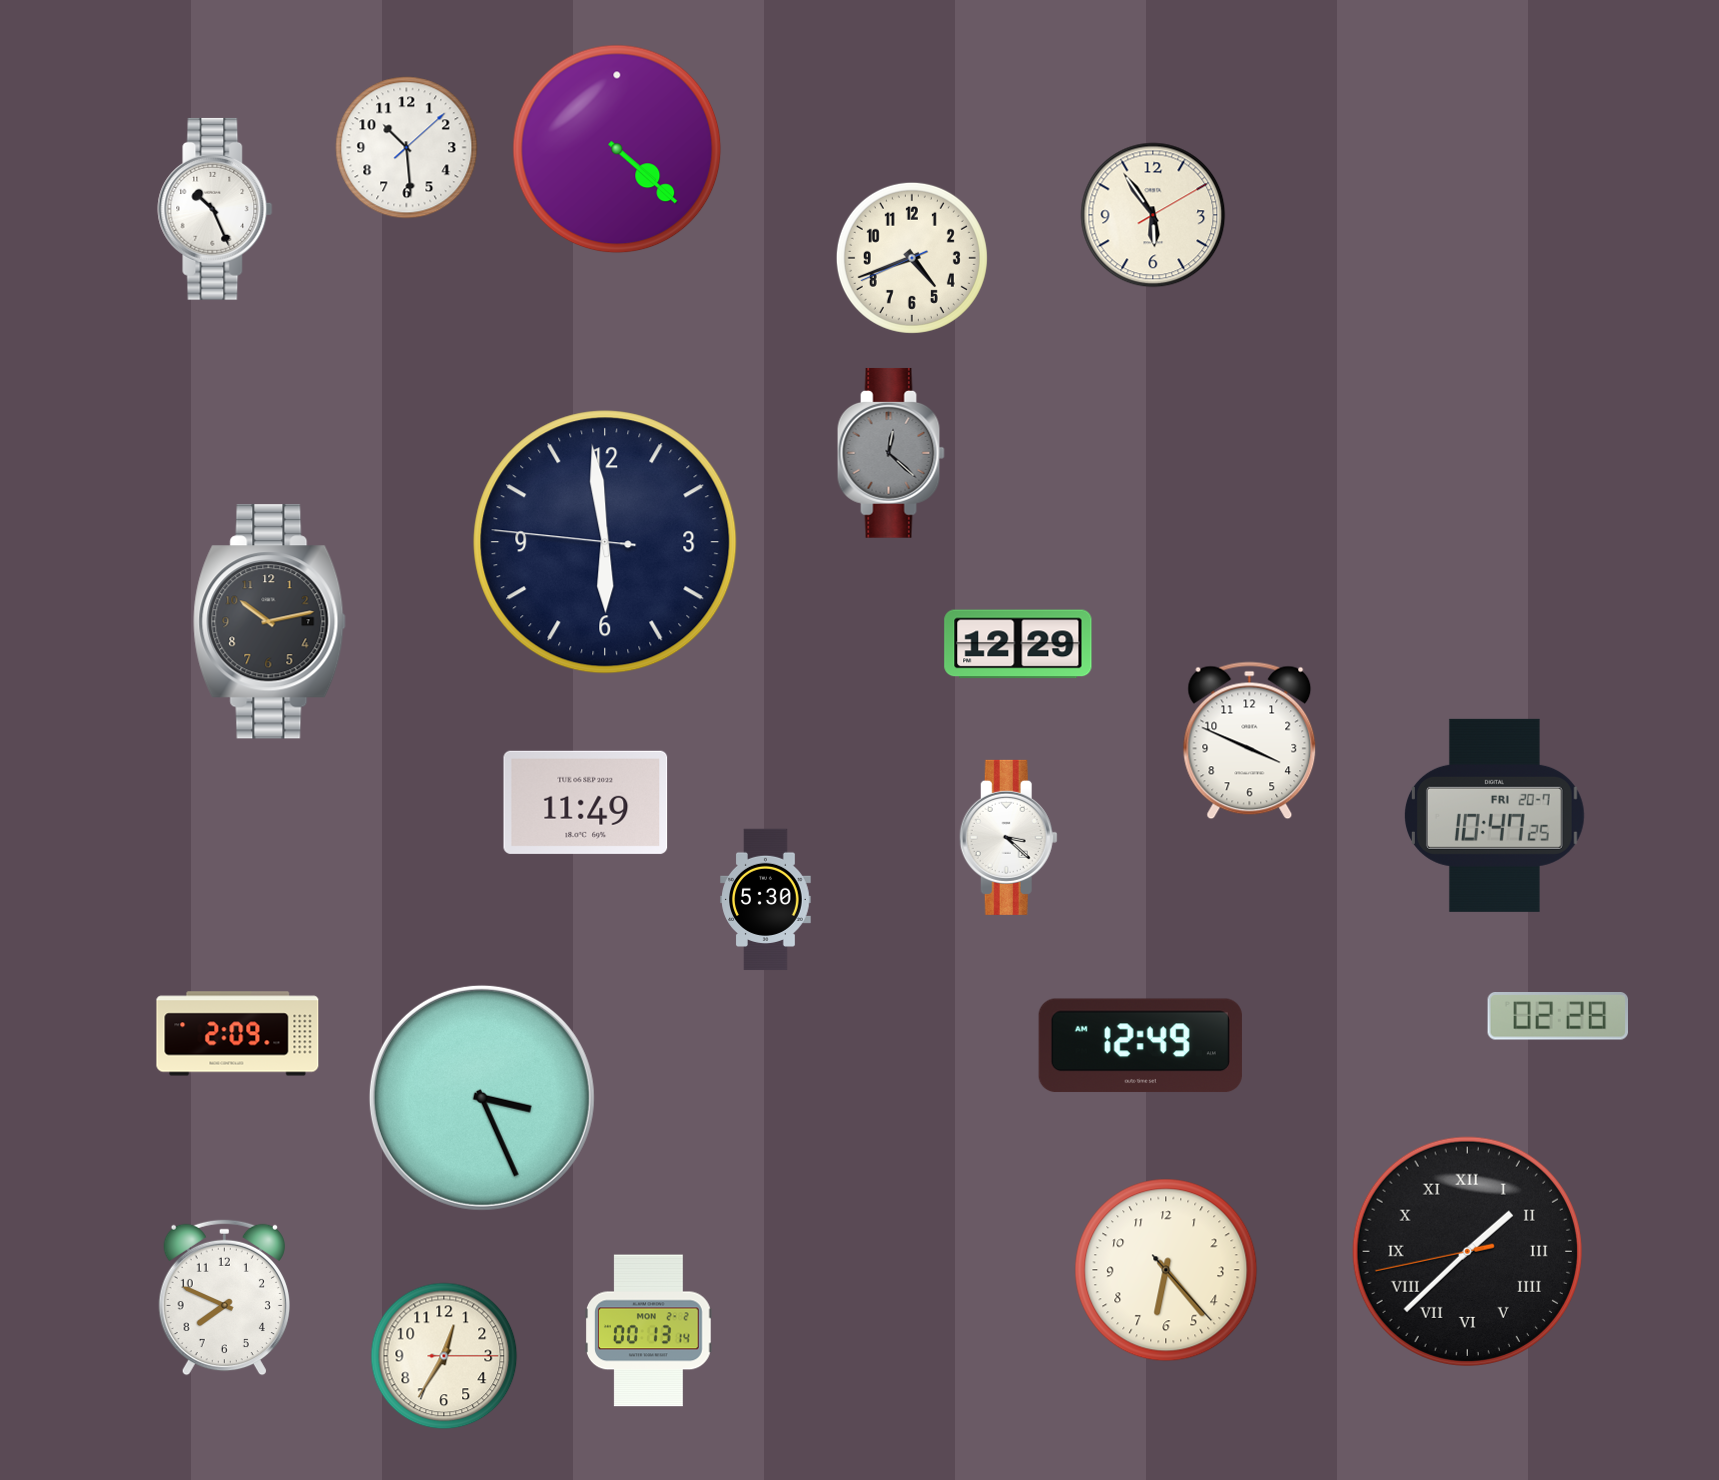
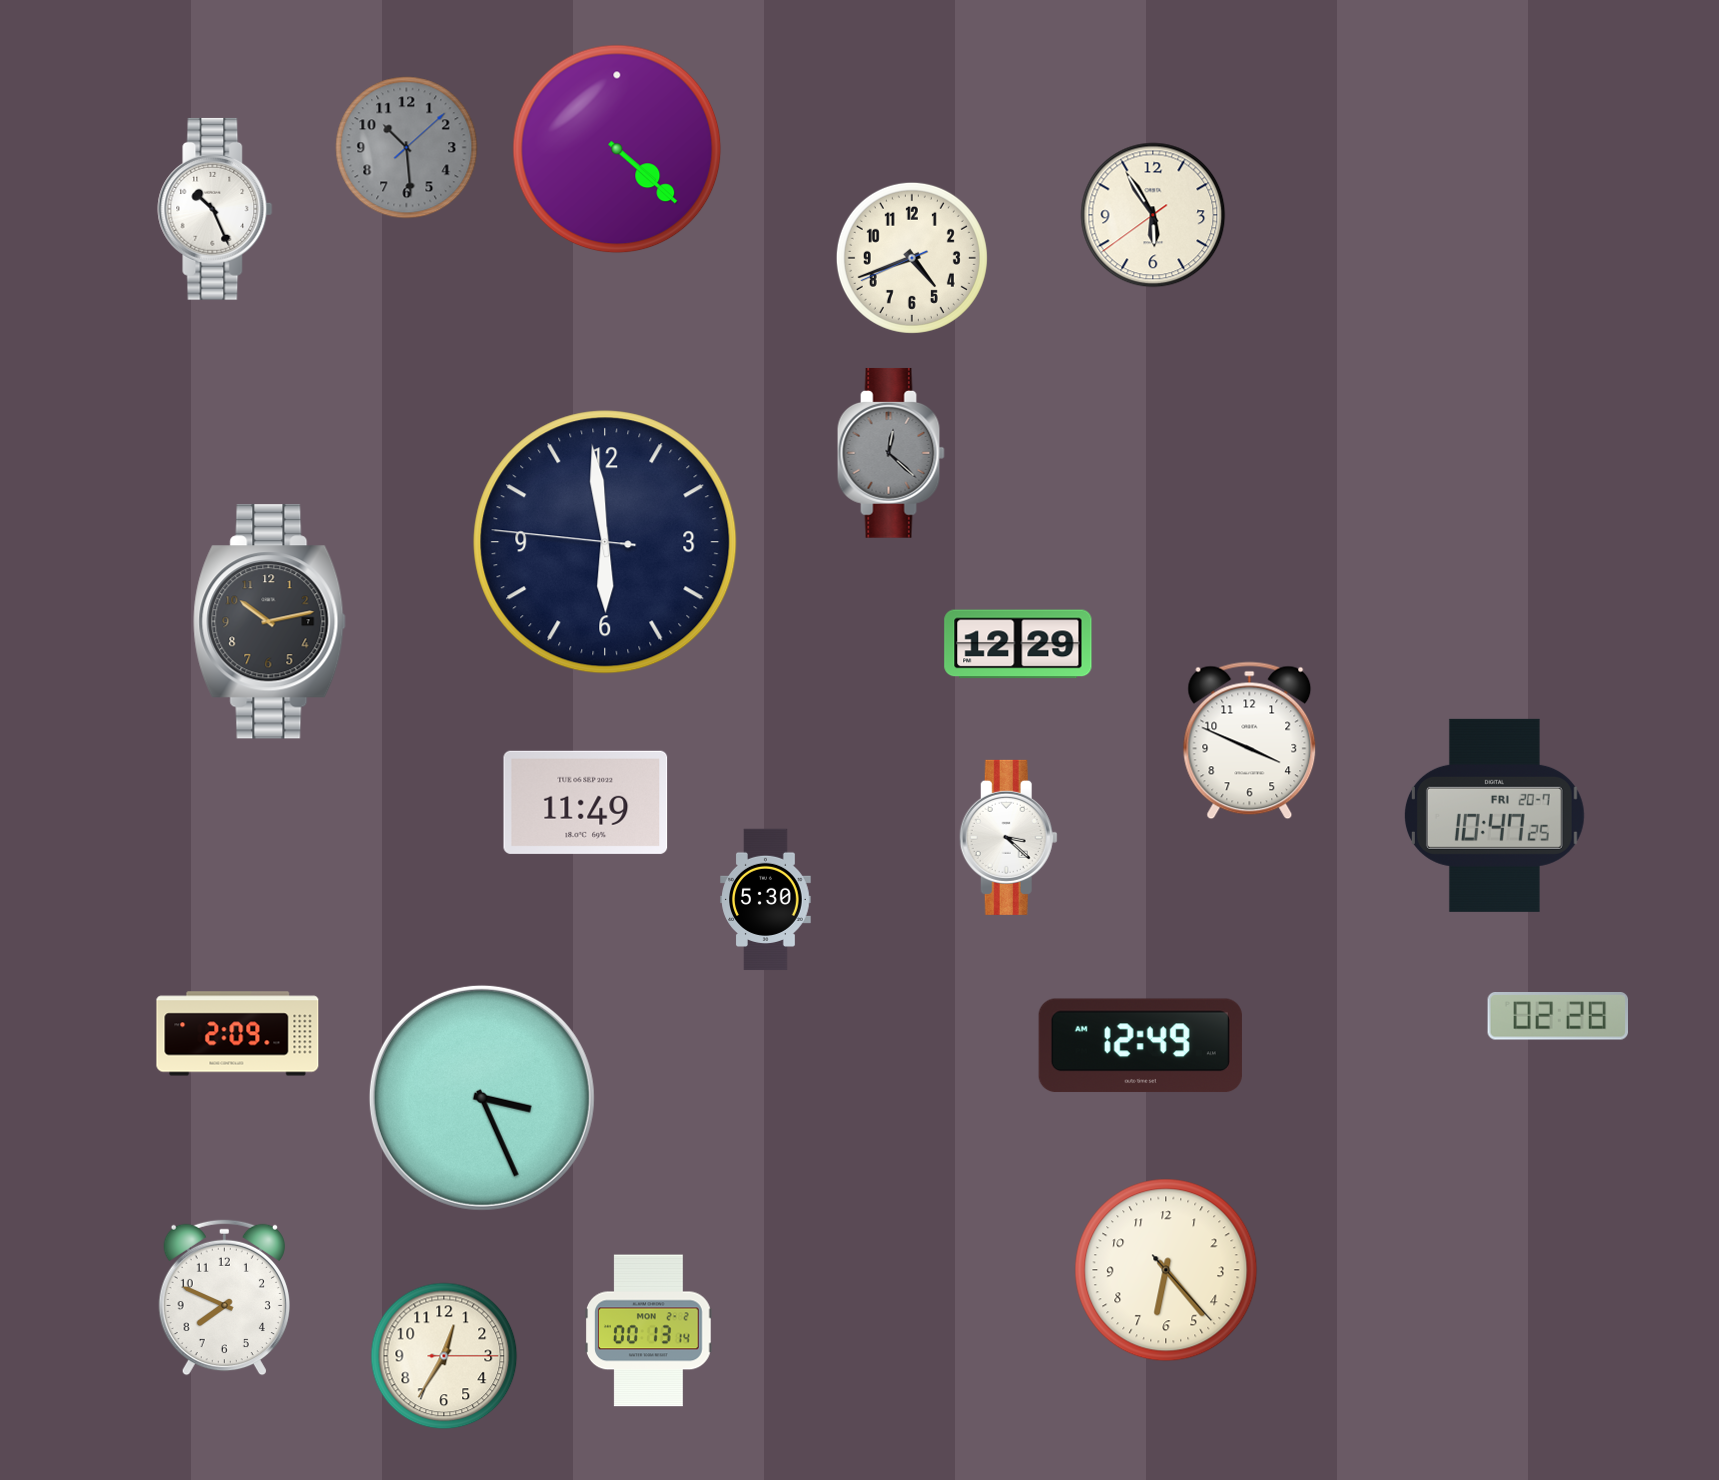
clock at (407, 148) dial: white -> grey
clock at (1153, 215): 5:54:10 -> 5:54:39
clock at (1467, 1251): 1:37 -> none
